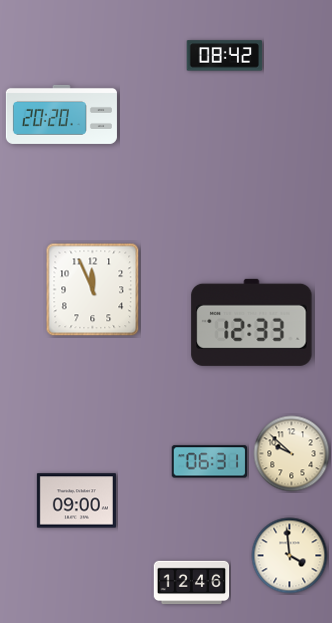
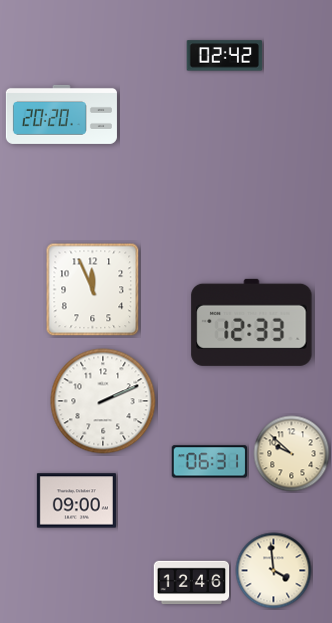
clock at (225, 56): 08:42 -> 02:42
clock at (103, 401): none -> 2:11
clock at (290, 556) position: (290, 556) -> (274, 571)
